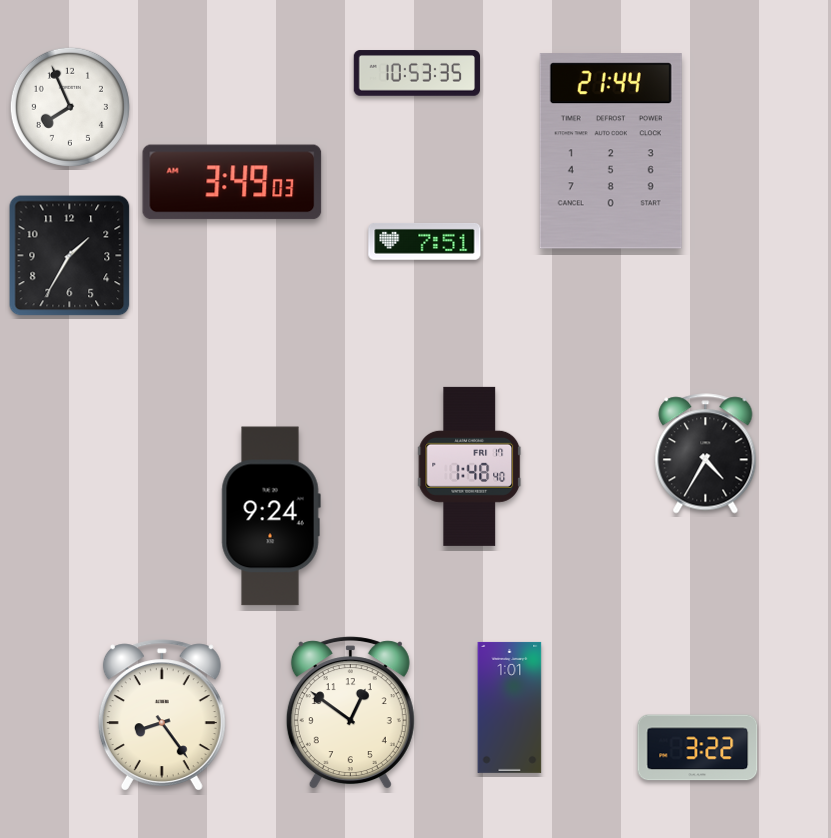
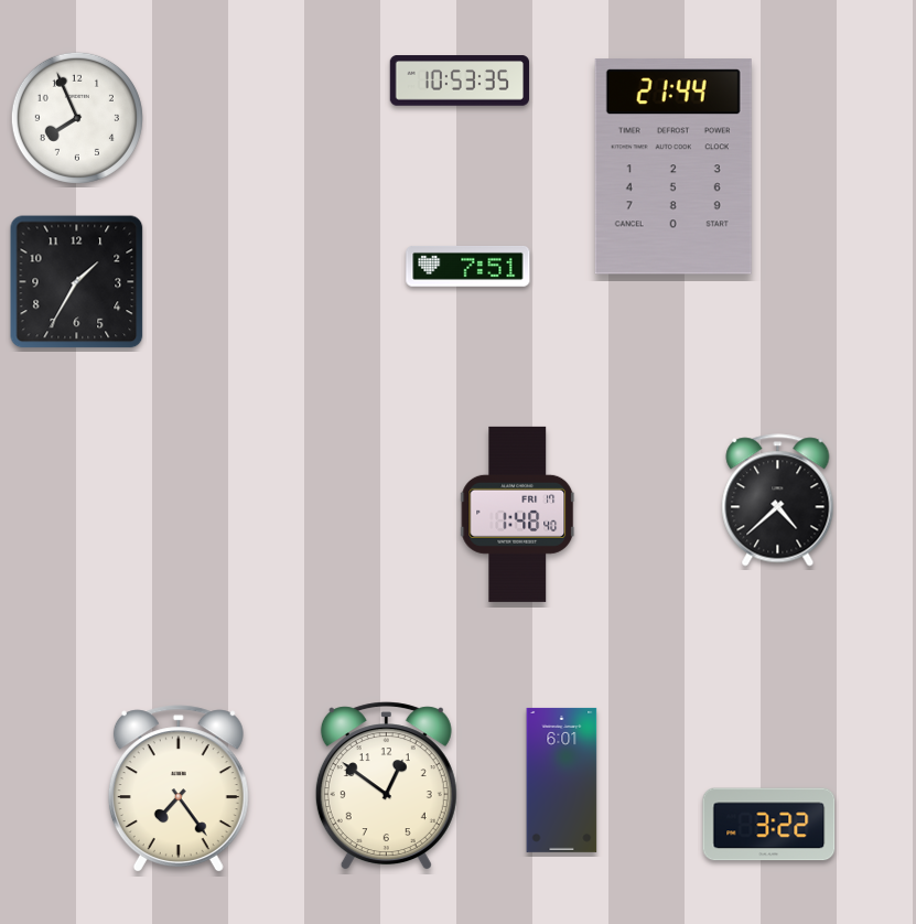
clock at (232, 182): 3:49 -> none
clock at (706, 454): 4:35 -> 4:38
clock at (271, 516): 9:24 -> none
clock at (510, 707): 1:01 -> 6:01
clock at (162, 715): 8:24 -> 7:24
